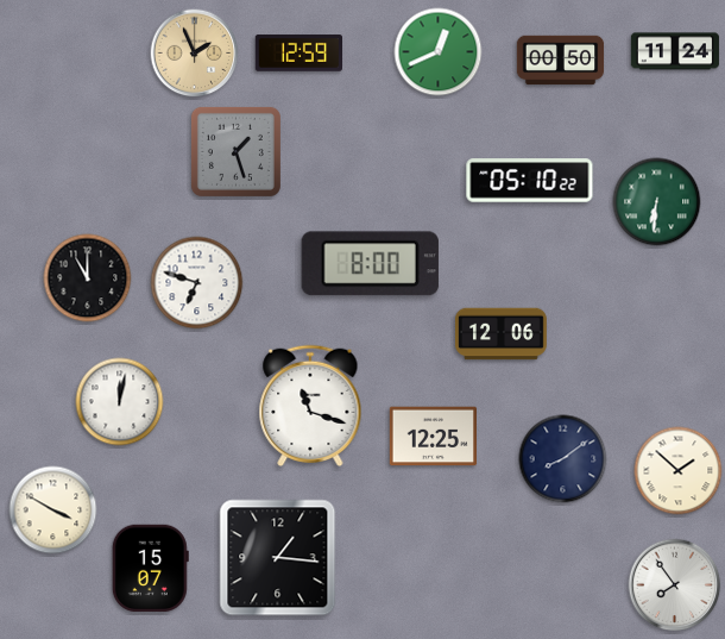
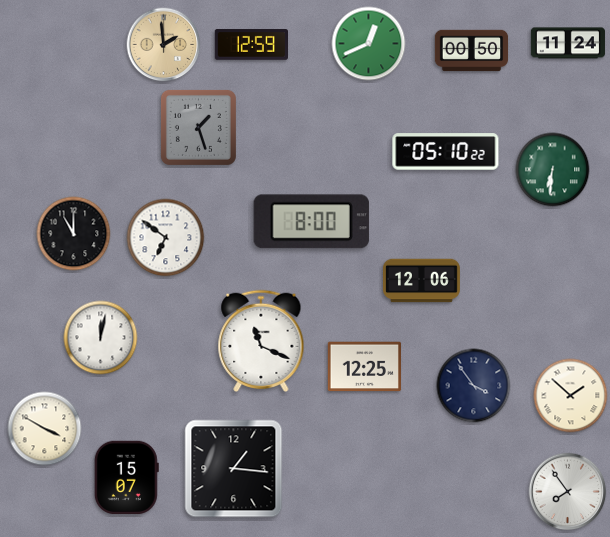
clock at (195, 54): 1:56 -> 1:59
clock at (197, 283): 6:48 -> 6:51
clock at (310, 405): 11:18 -> 11:19
clock at (563, 459): 8:09 -> 3:54
